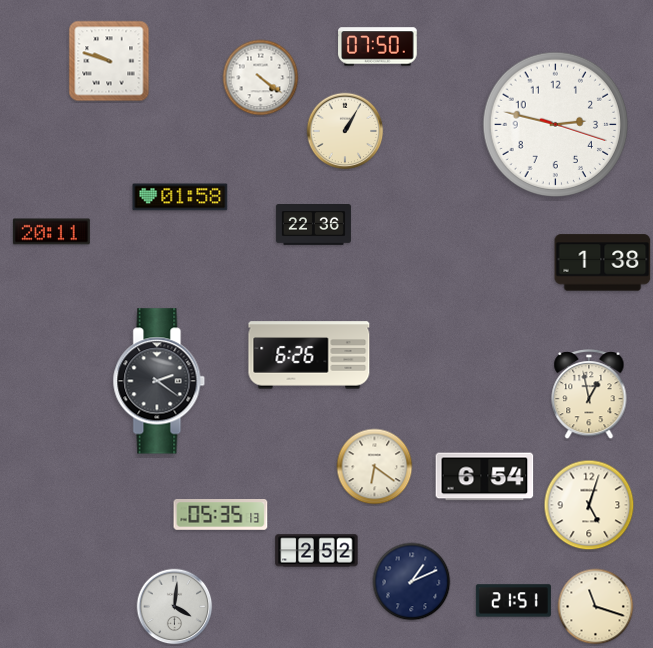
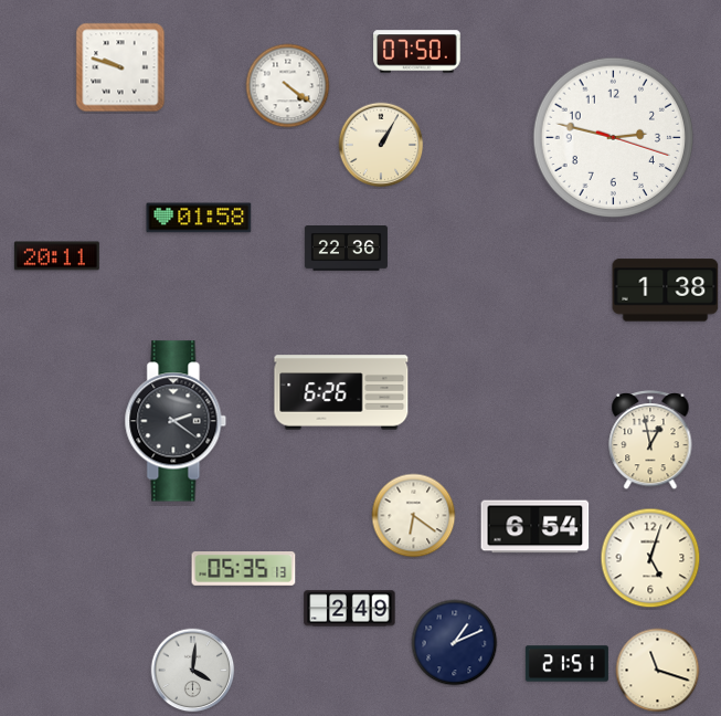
clock at (589, 395) position: (589, 395) -> (650, 441)
clock at (317, 551): 2:52 -> 2:49
